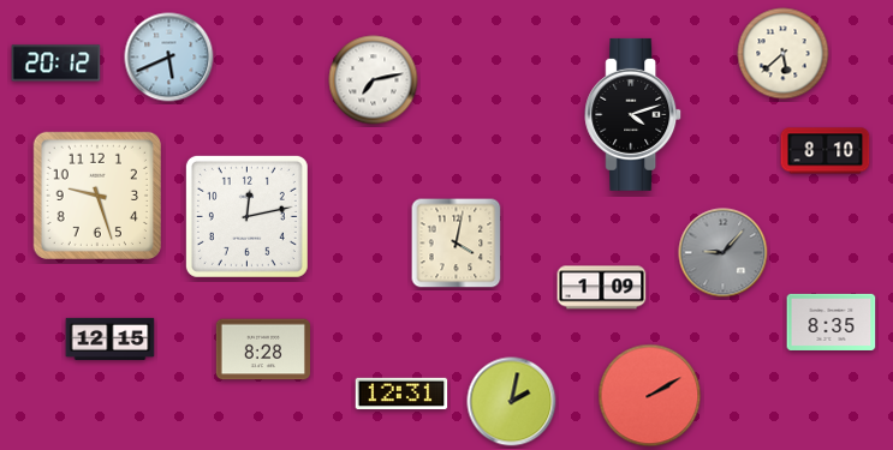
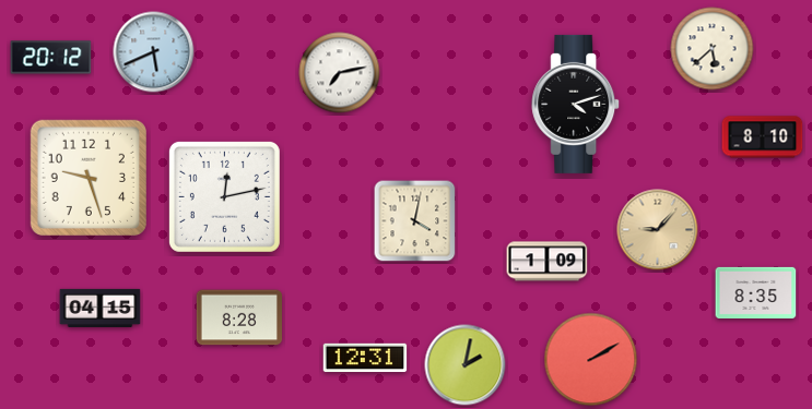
clock at (826, 151) position: (826, 151) -> (763, 137)
clock at (724, 253) dial: grey -> champagne
clock at (111, 338): 12:15 -> 04:15
